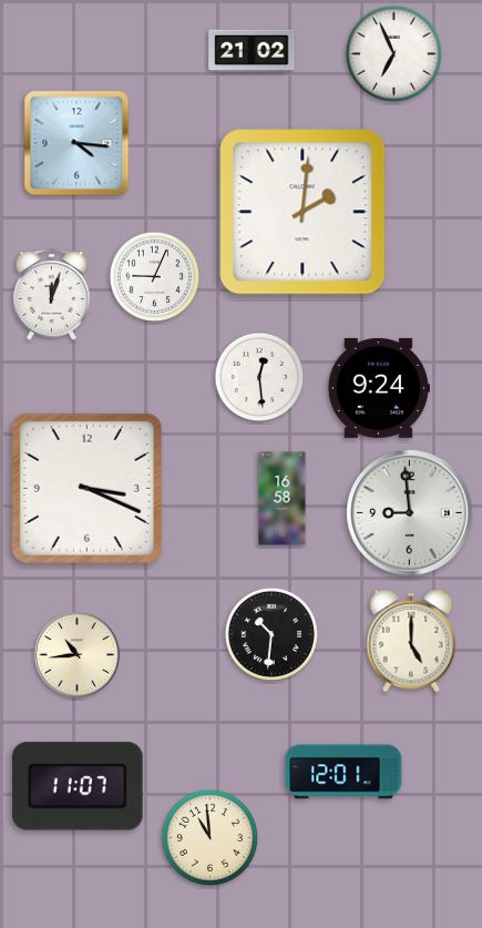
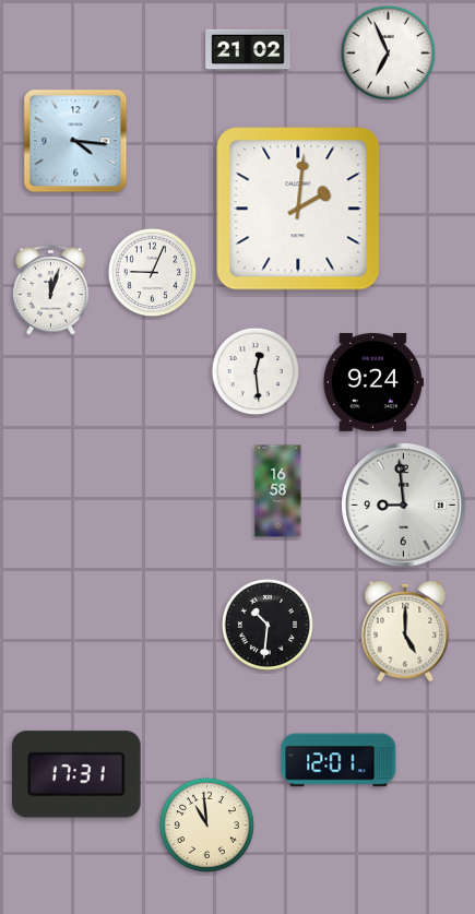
clock at (86, 488): 3:19 -> none
clock at (76, 654): 10:44 -> none
clock at (79, 786): 11:07 -> 17:31
